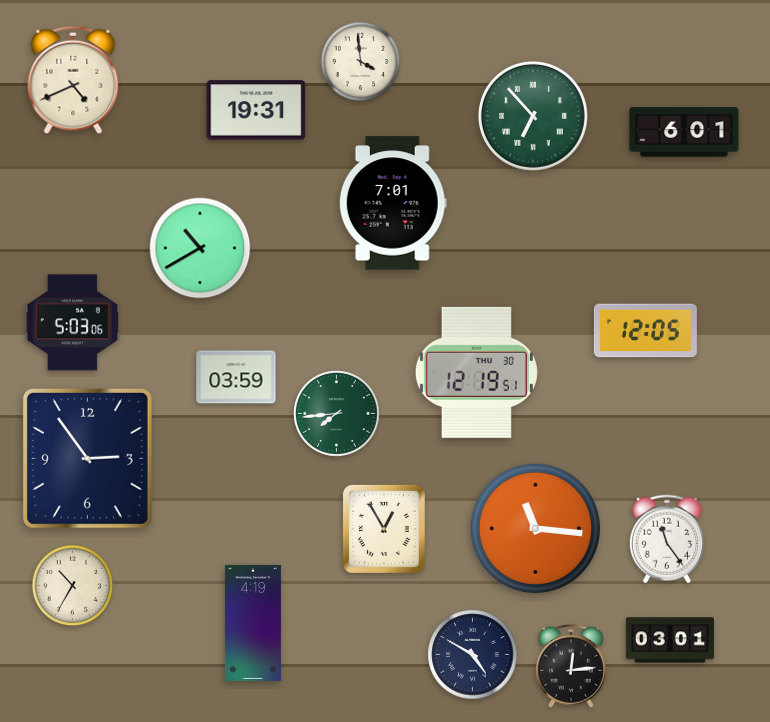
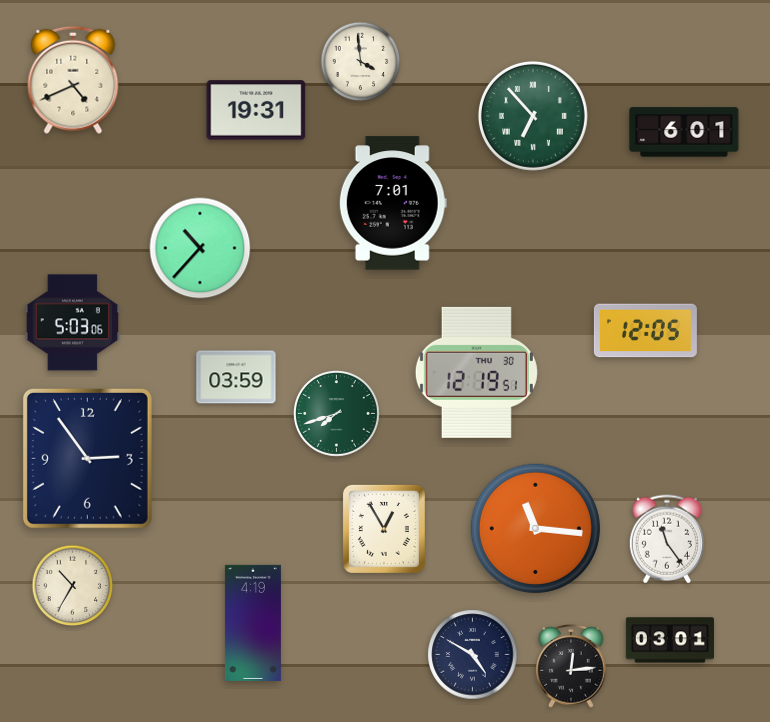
clock at (200, 248): 10:40 -> 10:37
clock at (337, 414): 7:44 -> 7:42
